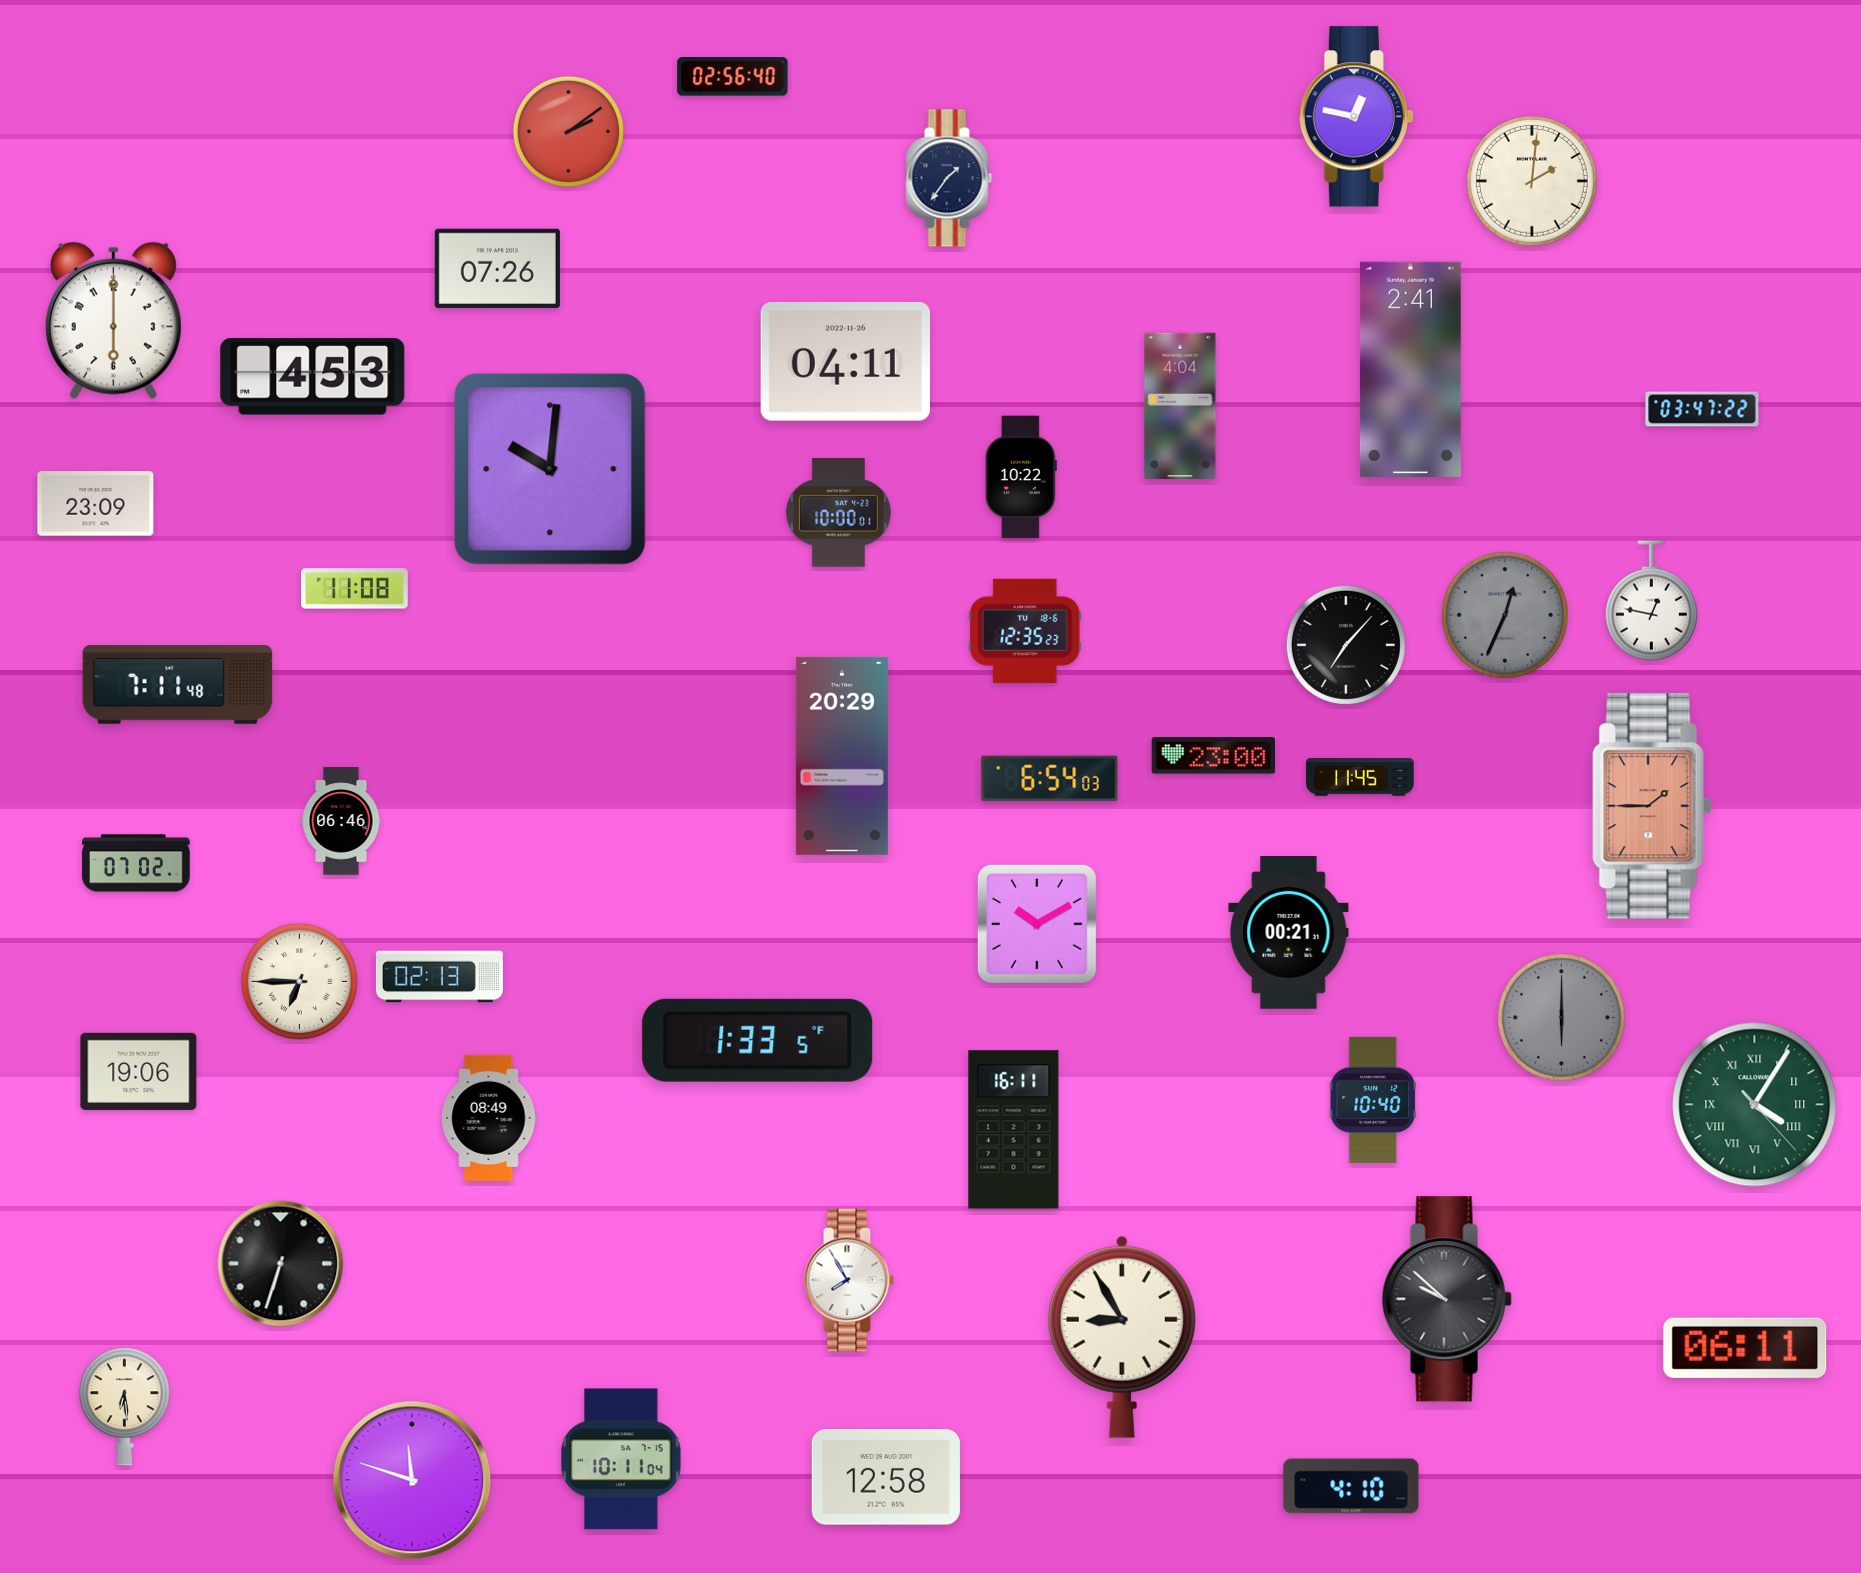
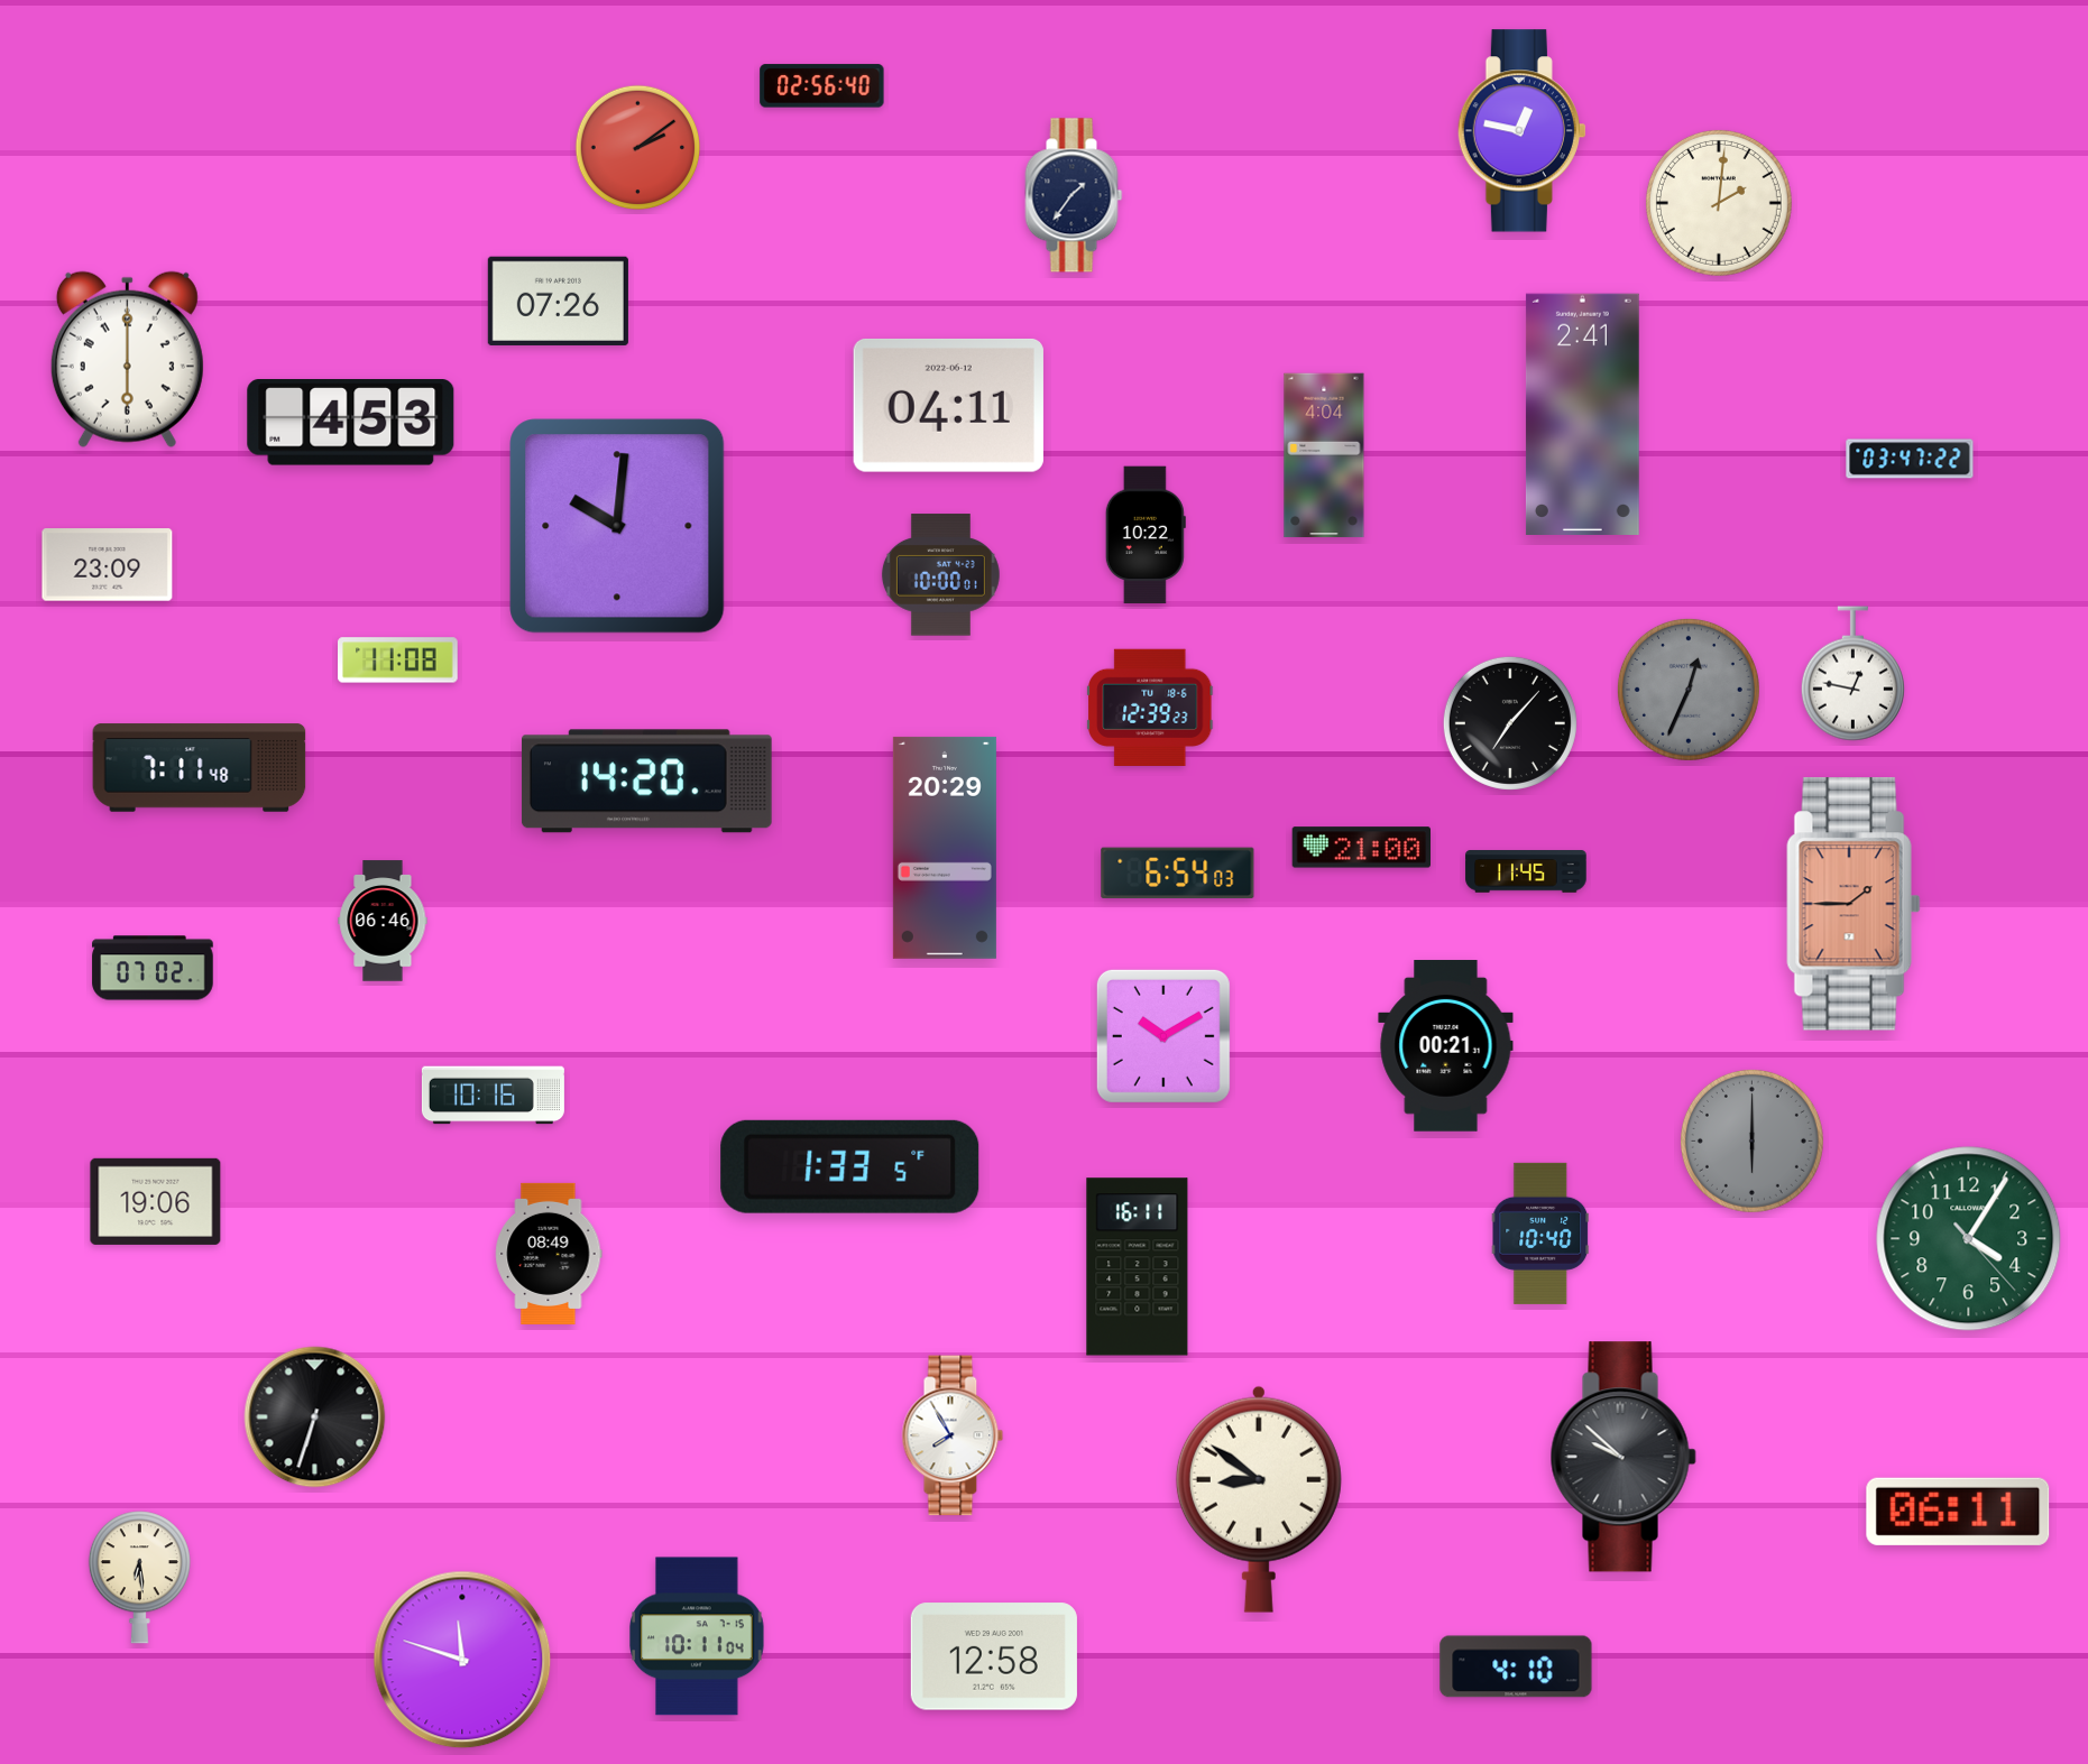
clock at (949, 178) position: (949, 178) -> (1074, 195)
clock at (845, 361) date: 2022-11-26 -> 2022-06-12
clock at (1025, 630): 12:35 -> 12:39
clock at (646, 782): none -> 14:20
clock at (1213, 756): 23:00 -> 21:00
clock at (439, 977): 02:13 -> 10:16
clock at (299, 981): 6:45 -> none
clock at (1755, 1105) numerals: Roman -> Arabic
clock at (1122, 1337): 8:55 -> 8:51
